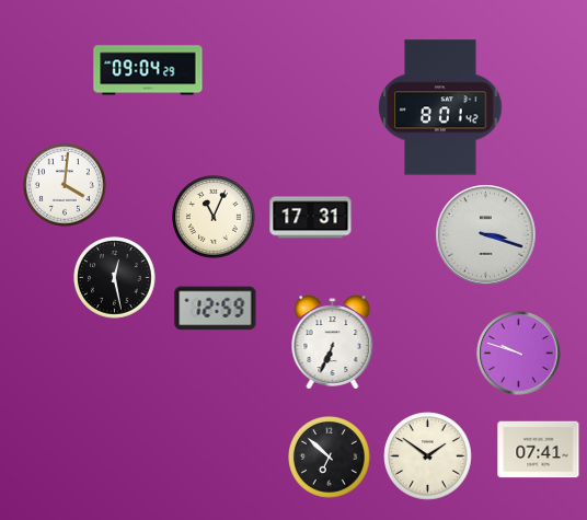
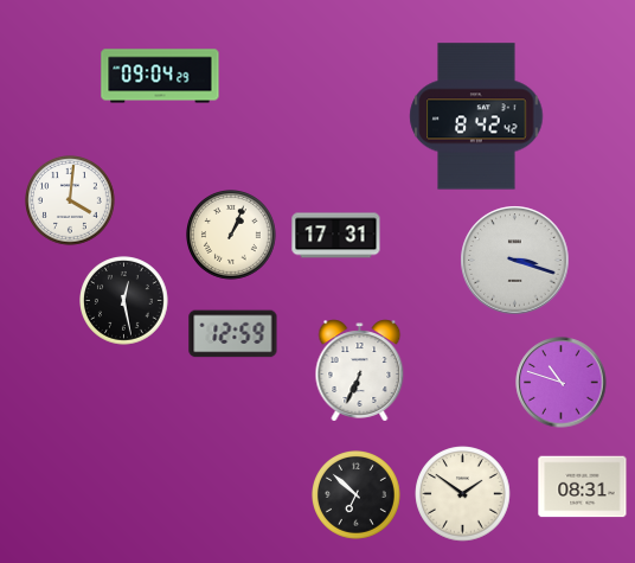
clock at (440, 107): 8:01 -> 8:42
clock at (215, 218): 11:04 -> 1:04
clock at (486, 235) position: (486, 235) -> (515, 261)
clock at (519, 354): 9:48 -> 10:48
clock at (539, 450): 07:41 -> 08:31
